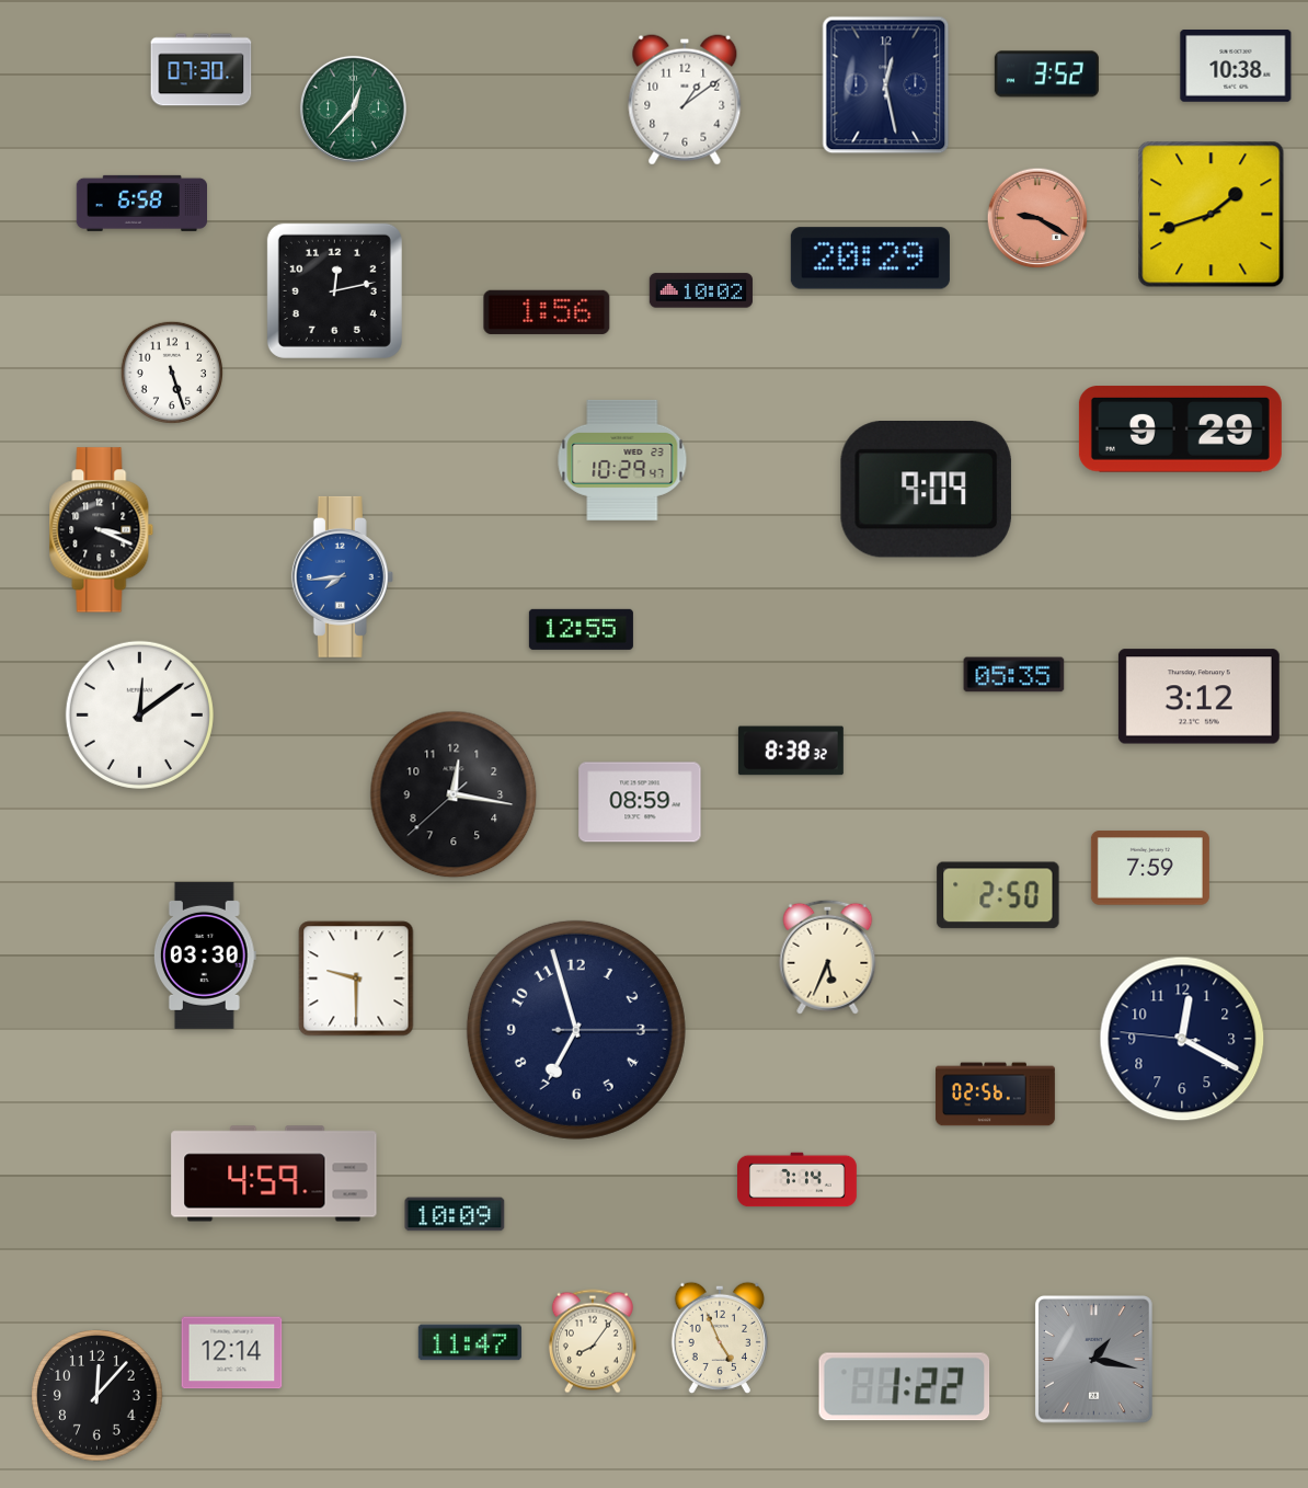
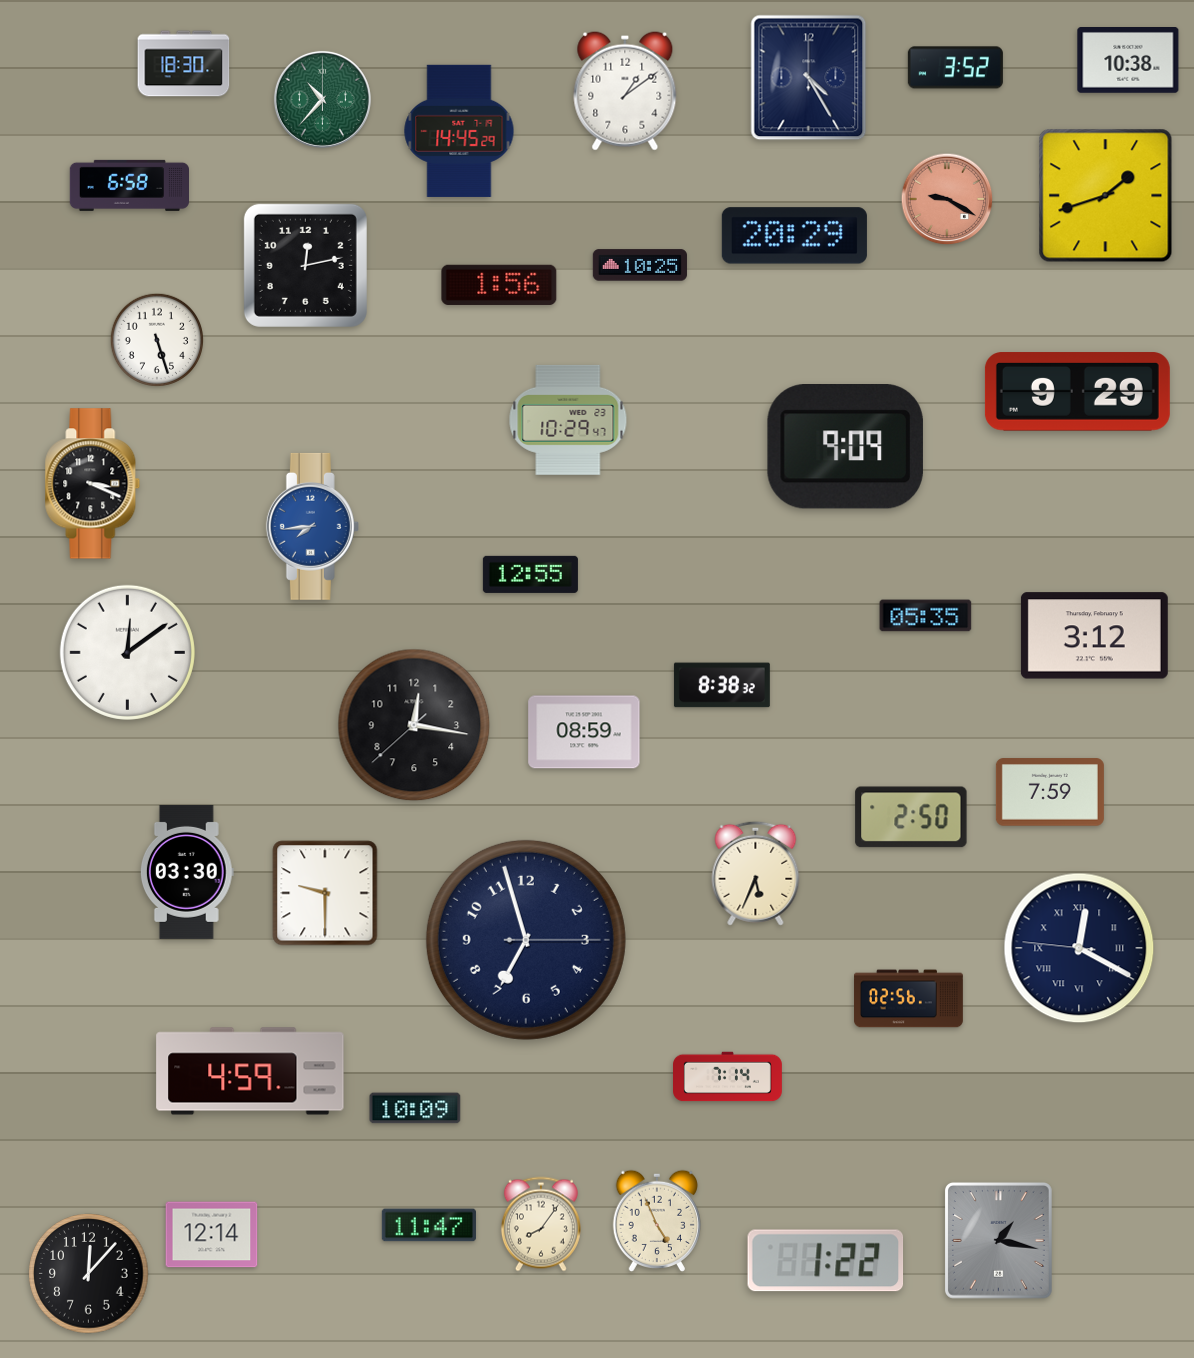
clock at (202, 70): 07:30 -> 18:30
clock at (886, 85): 12:28 -> 4:25
clock at (353, 108): 12:37 -> 10:37
clock at (459, 131): none -> 14:45
clock at (701, 290): 10:02 -> 10:25
clock at (1182, 1039) numerals: Arabic -> Roman
clock at (905, 1387) position: (905, 1387) -> (826, 1261)
